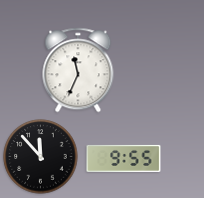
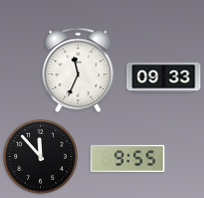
clock at (164, 78): none -> 09:33
clock at (124, 158) position: (124, 158) -> (128, 158)
